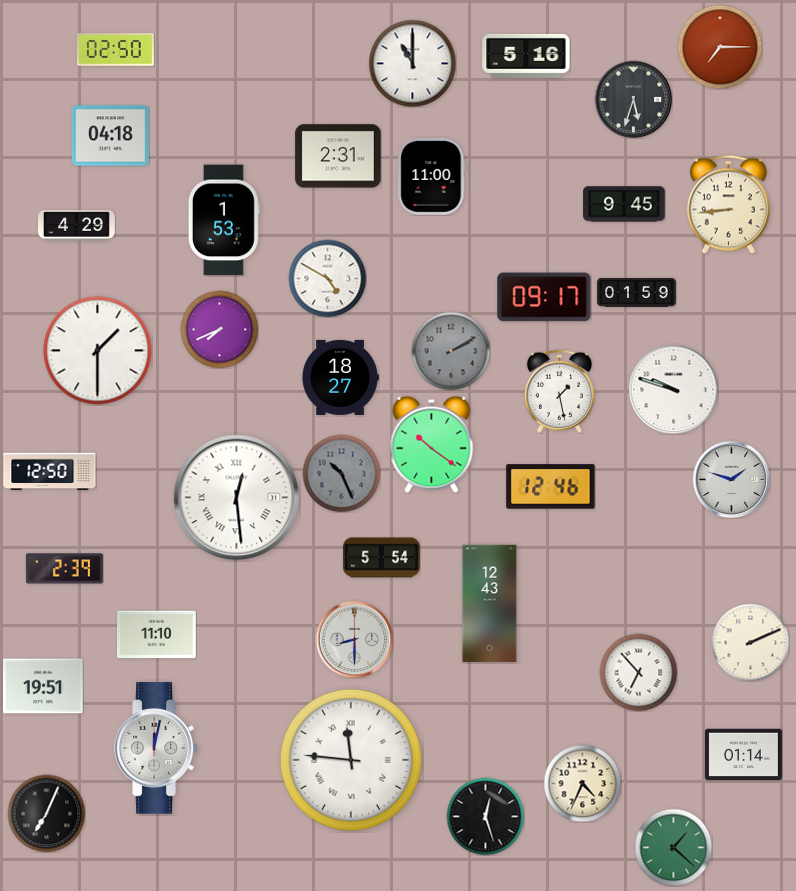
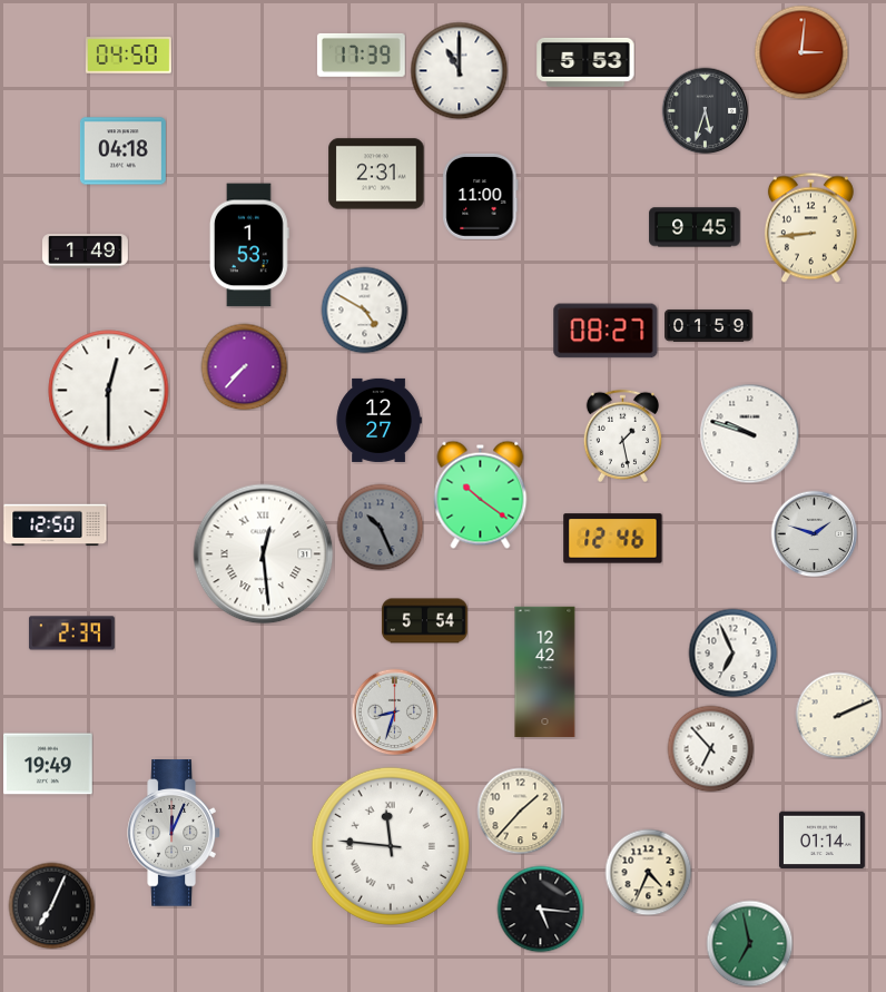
clock at (720, 47): 7:15 -> 3:01
clock at (361, 55): none -> 17:39
clock at (115, 50): 02:50 -> 04:50
clock at (526, 56): 5:16 -> 5:53
clock at (77, 226): 4:29 -> 1:49
clock at (544, 297): 09:17 -> 08:27
clock at (219, 329): 7:41 -> 7:37
clock at (98, 351): 1:30 -> 12:30
clock at (451, 351): 2:10 -> none
clock at (340, 377): 18:27 -> 12:27
clock at (551, 487) position: (551, 487) -> (613, 539)
clock at (732, 652): none -> 6:56
clock at (490, 604): 12:43 -> 12:42
clock at (157, 635): 11:10 -> none
clock at (354, 639): 8:30 -> 8:33
clock at (750, 642) position: (750, 642) -> (838, 715)
clock at (44, 686): 19:51 -> 19:49
clock at (520, 811): none -> 1:37
clock at (156, 748): 12:02 -> 12:04
clock at (743, 755) position: (743, 755) -> (821, 841)
clock at (485, 816): 12:27 -> 5:16
clock at (673, 847): 1:22 -> 6:58
